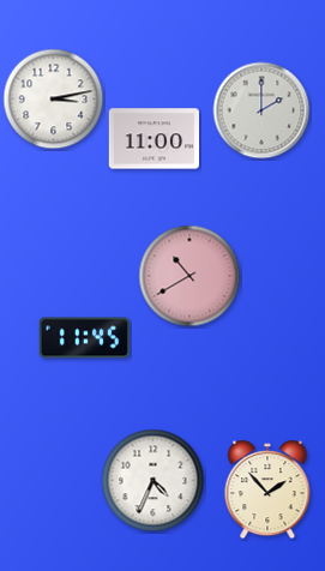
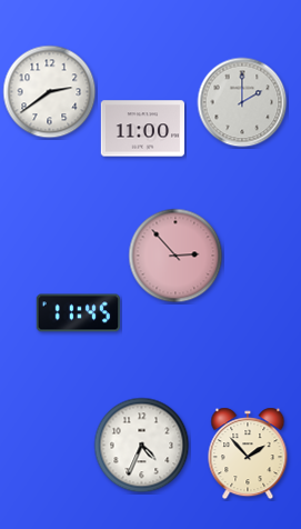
clock at (54, 100): 3:13 -> 2:39
clock at (189, 276): 10:40 -> 2:53
